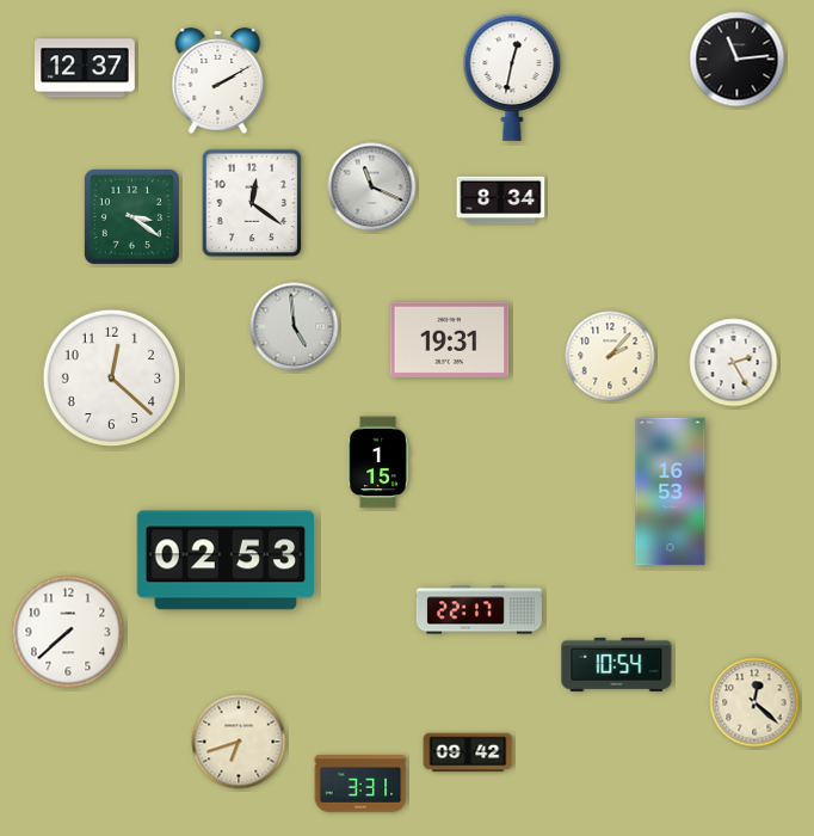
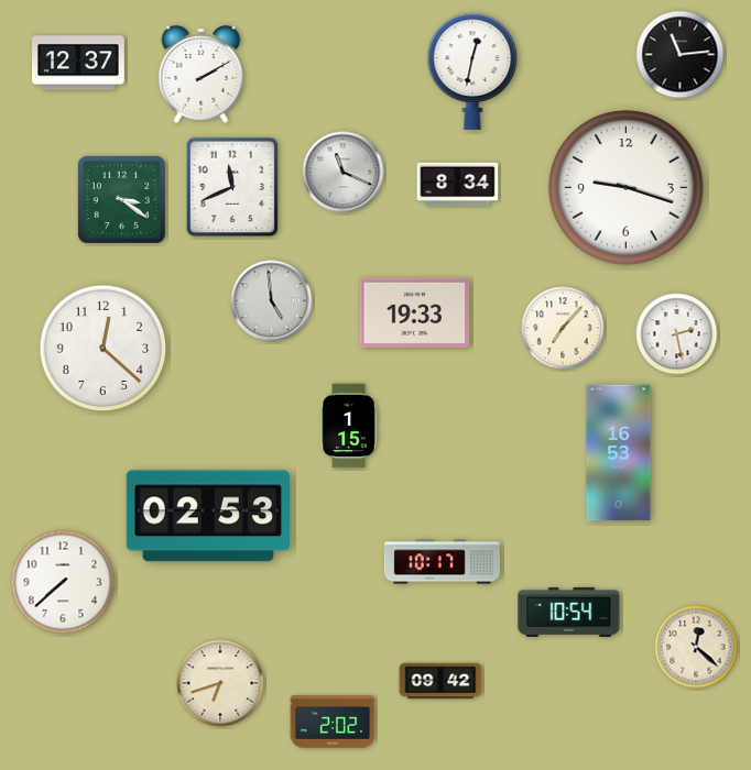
clock at (501, 201) position: (501, 201) -> (458, 185)
clock at (252, 203): 12:21 -> 11:41
clock at (627, 188): none -> 9:18
clock at (450, 339): 19:31 -> 19:33
clock at (610, 356): 2:07 -> 7:07
clock at (734, 363): 2:25 -> 2:28
clock at (479, 610): 22:17 -> 10:17
clock at (468, 752) position: (468, 752) -> (440, 681)
clock at (360, 783): 3:31 -> 2:02
